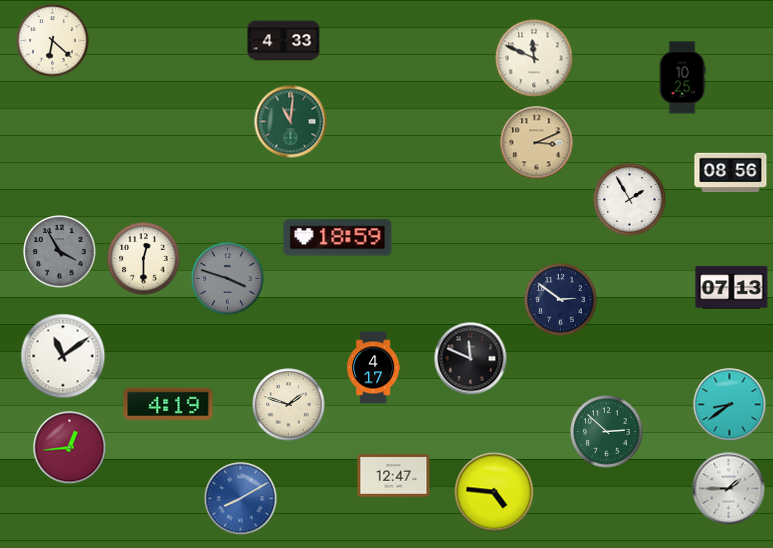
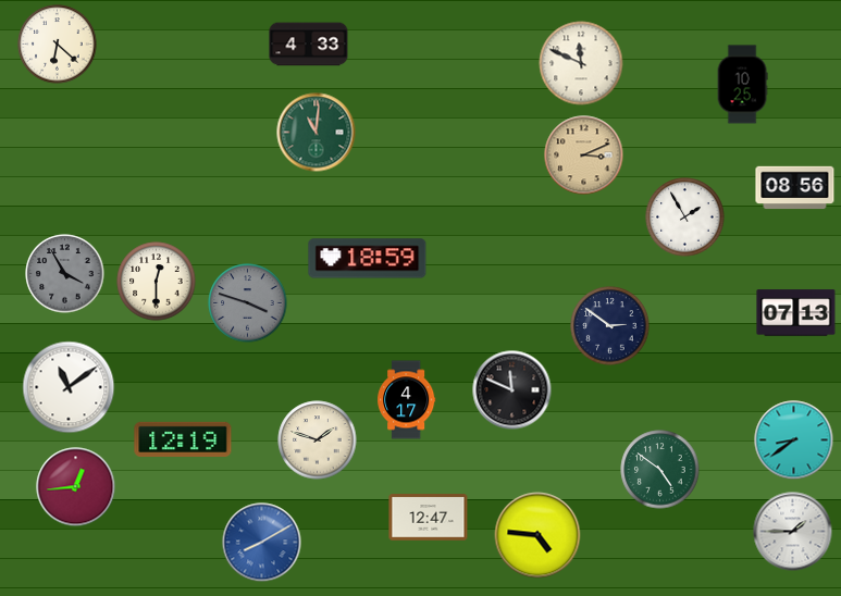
clock at (168, 404): 4:19 -> 12:19
clock at (289, 405) position: (289, 405) -> (318, 440)
clock at (607, 432): 2:52 -> 4:51
